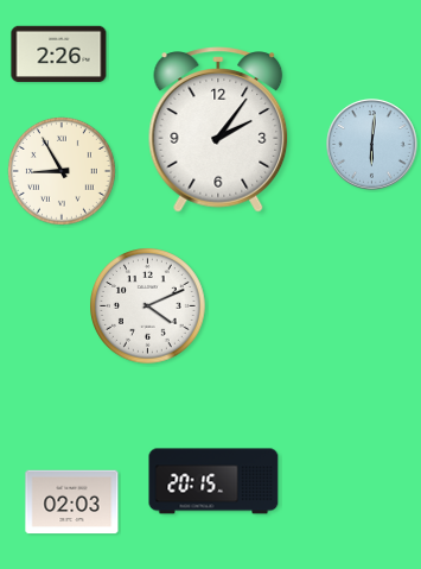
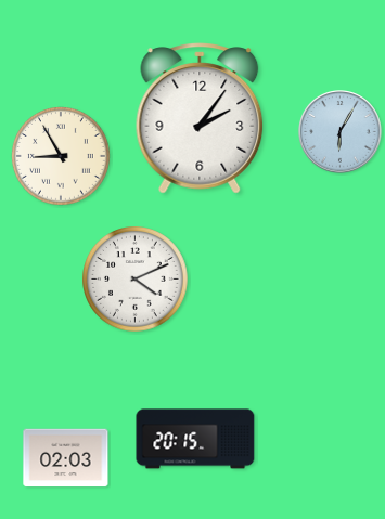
clock at (59, 55): 2:26 -> none
clock at (372, 145): 6:01 -> 6:05
clock at (62, 171) position: (62, 171) -> (61, 156)
